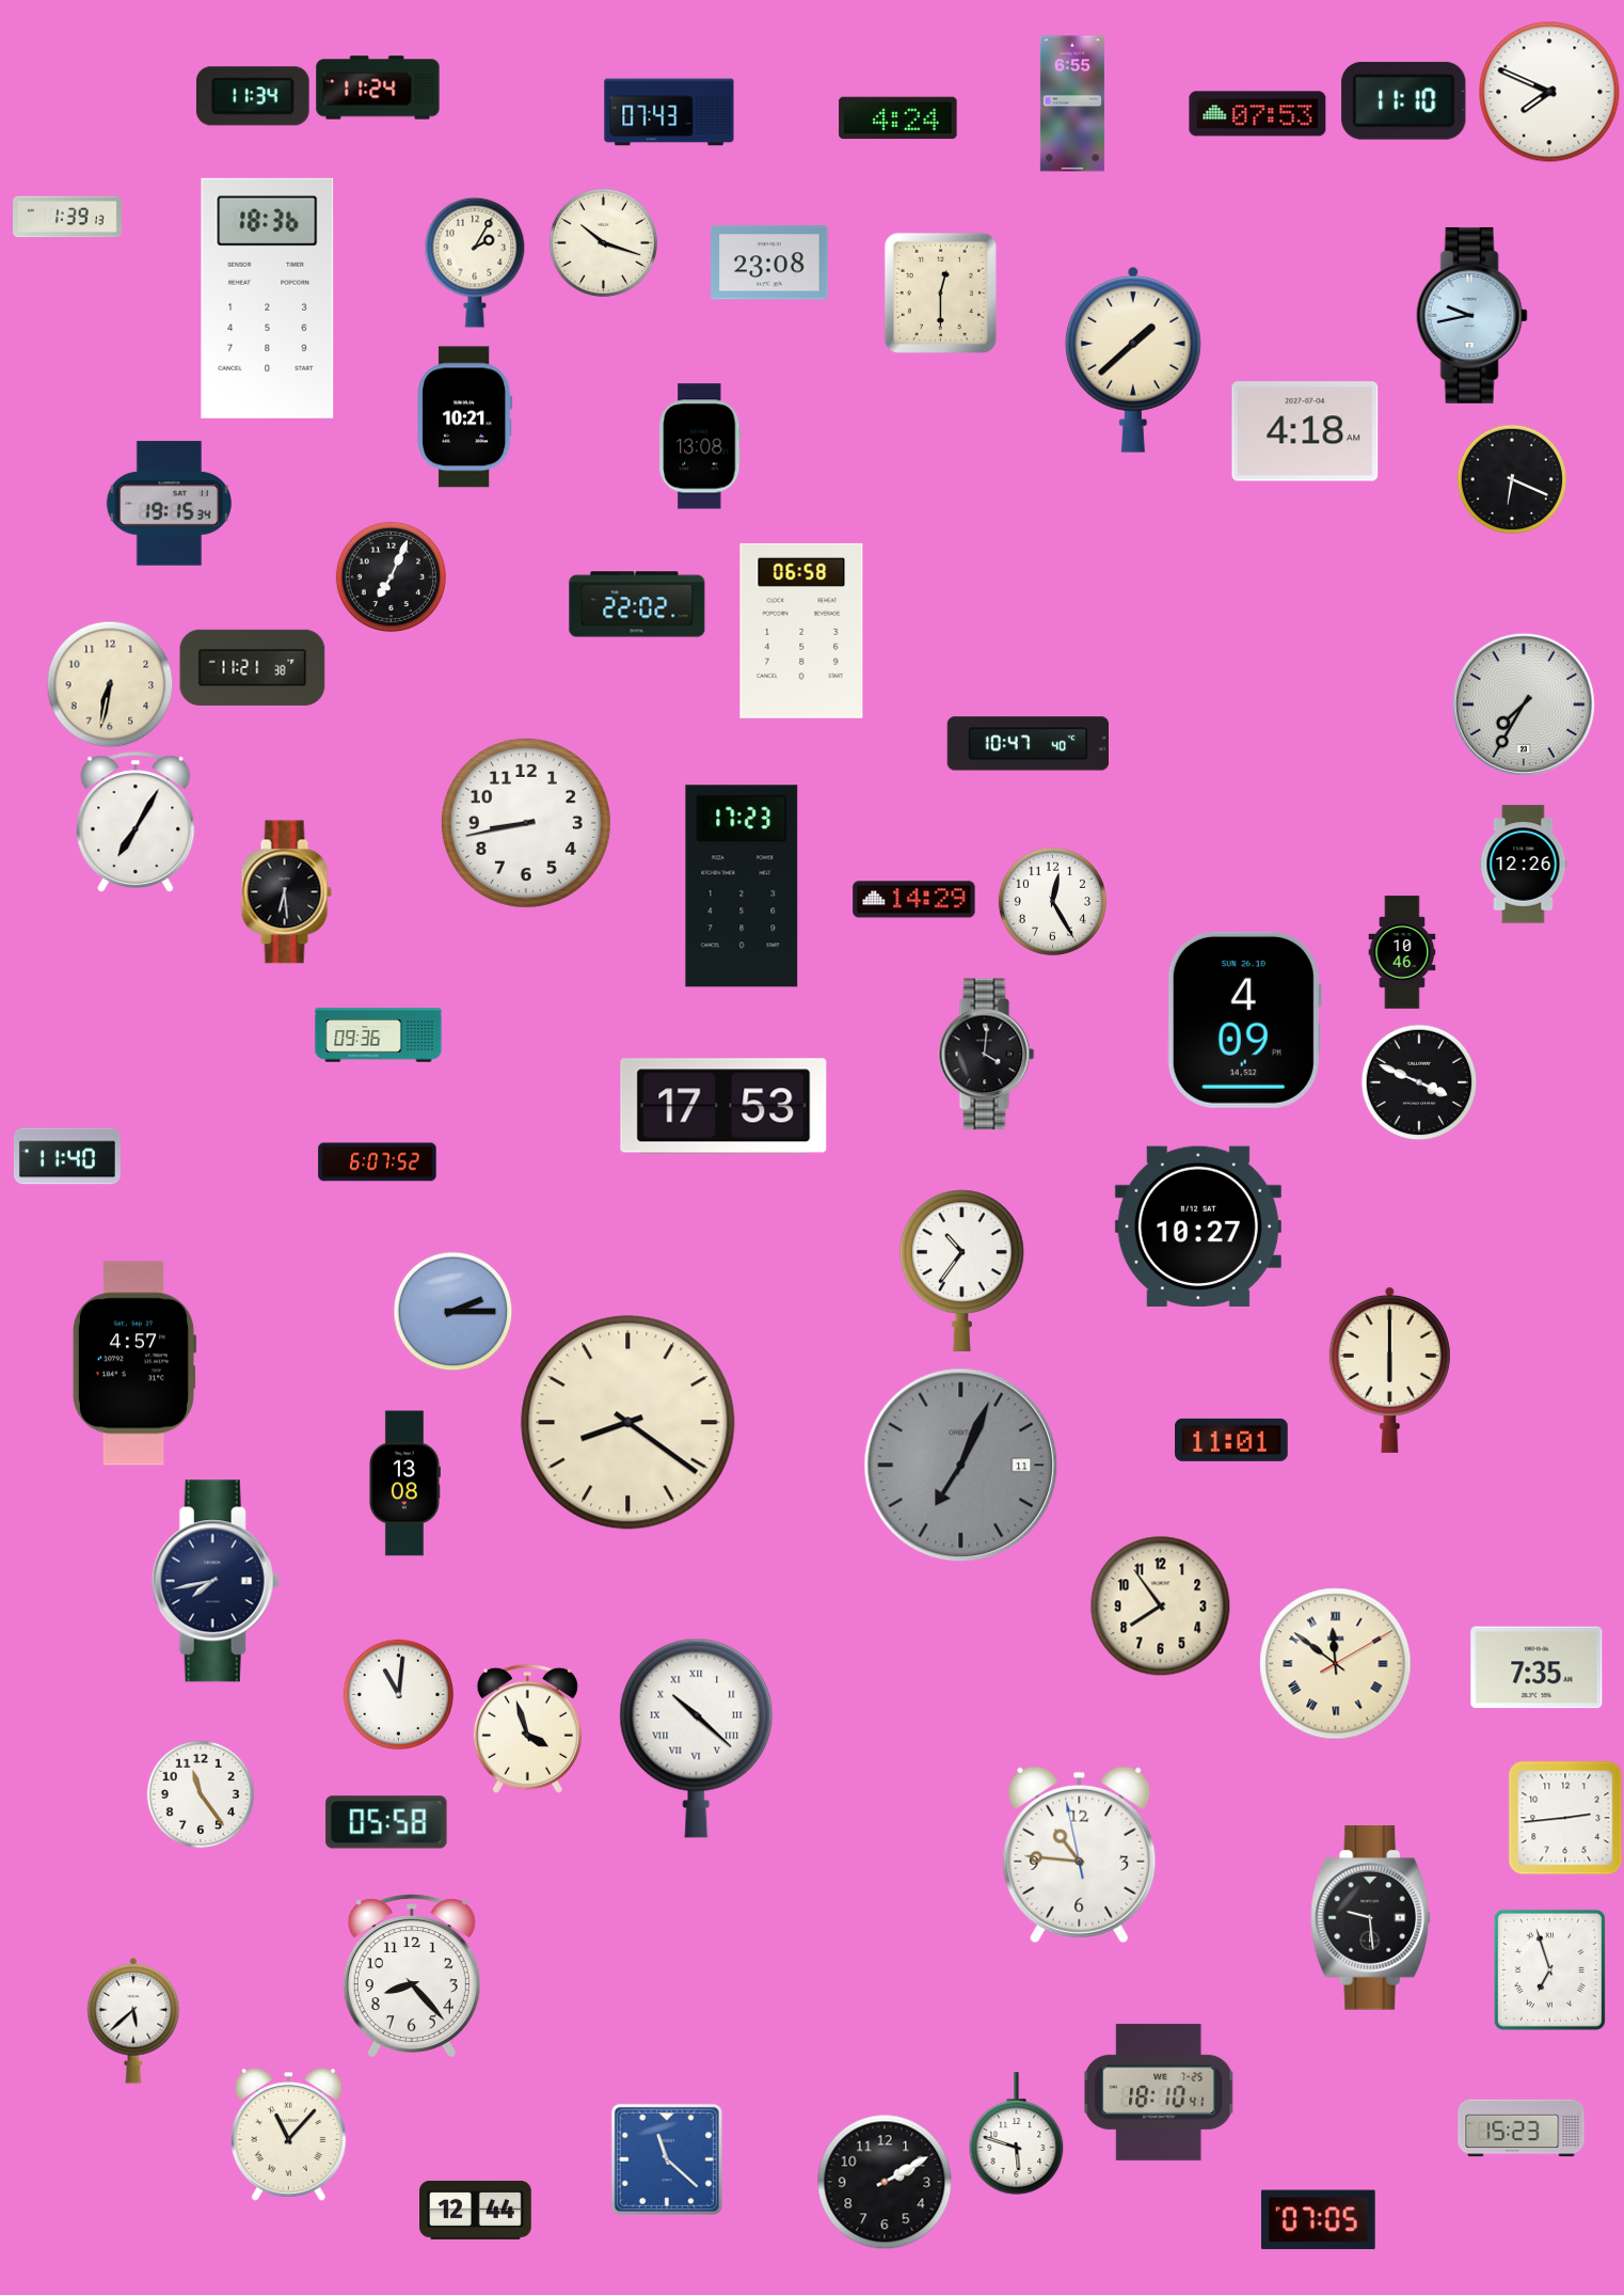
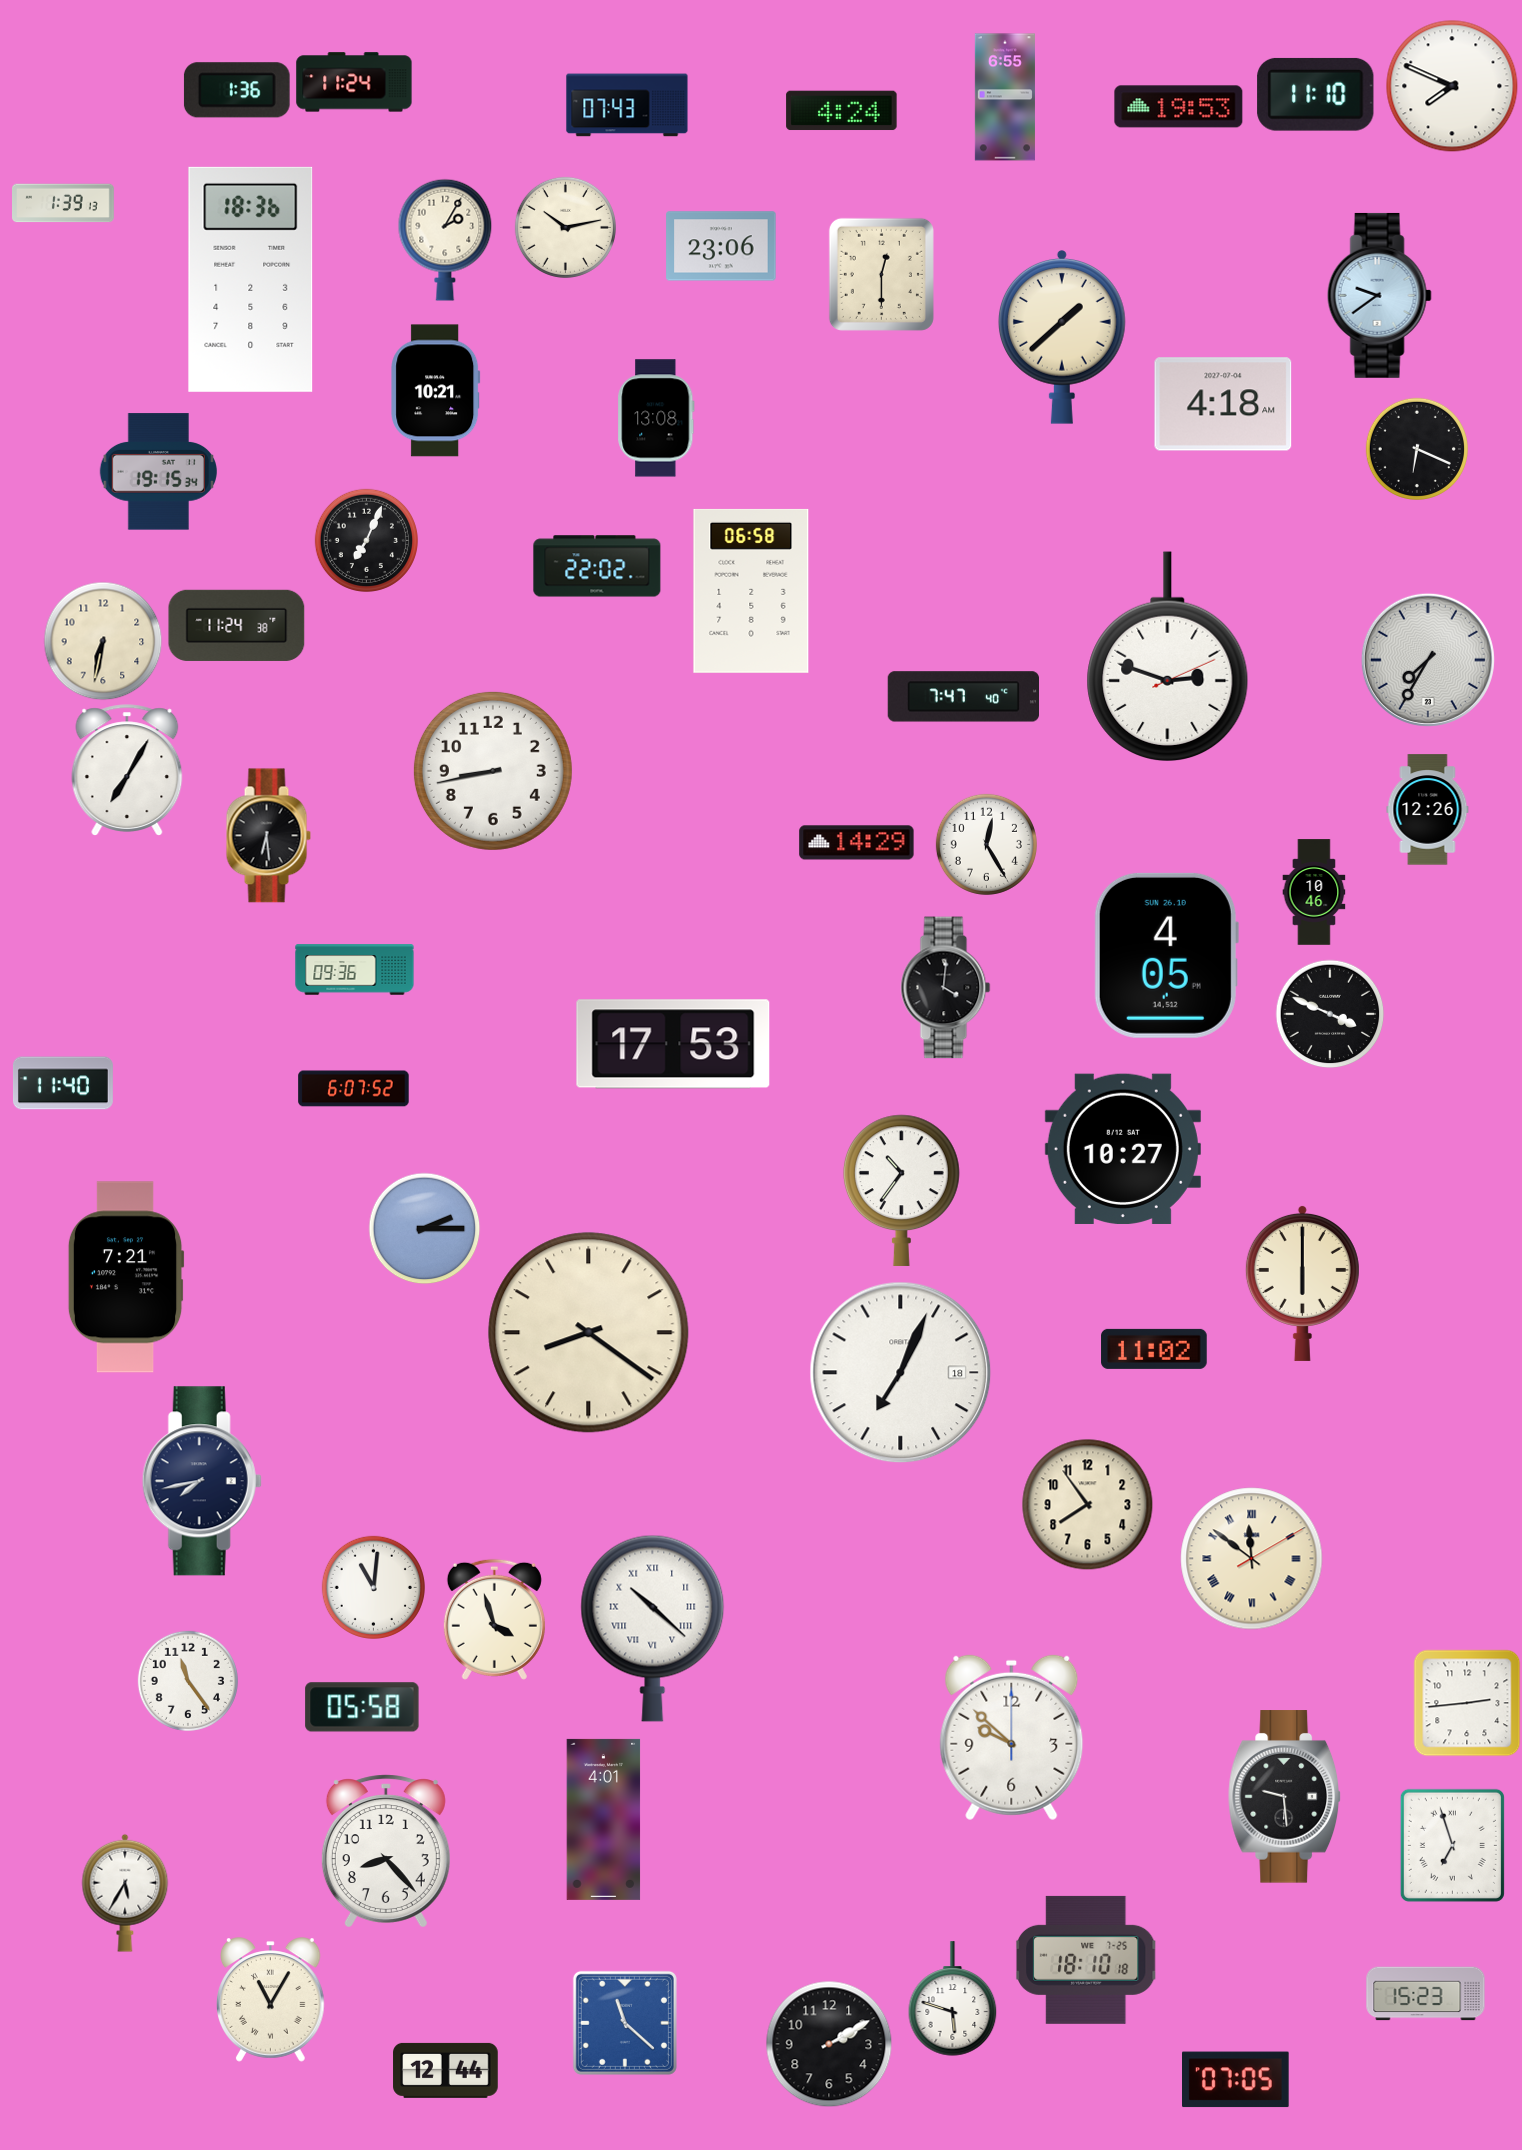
clock at (253, 96): 11:34 -> 1:36
clock at (1258, 114): 07:53 -> 19:53
clock at (603, 242): 10:18 -> 10:13
clock at (475, 263) position: (475, 263) -> (445, 240)
clock at (769, 263): 23:08 -> 23:06
clock at (1471, 315): 9:43 -> 9:39
clock at (253, 667): 11:21 -> 11:24
clock at (1168, 656): none -> 2:48
clock at (1028, 744): 10:47 -> 7:47
clock at (742, 886): 17:23 -> none
clock at (1244, 1019): 4:09 -> 4:05
clock at (987, 1055) position: (987, 1055) -> (946, 988)
clock at (723, 1106) position: (723, 1106) -> (673, 1044)
clock at (134, 1363): 4:57 -> 7:21
clock at (1231, 1440): 11:01 -> 11:02
clock at (961, 1466) date: 11 -> 18
clock at (961, 1466) dial: grey -> white
clock at (404, 1484): 13:08 -> none
clock at (1537, 1667): 7:35 -> none
clock at (1080, 1855): 10:45 -> 9:52
clock at (604, 1819): none -> 4:01
clock at (133, 2021): 5:38 -> 5:35
clock at (1159, 2092): 18:10:41 -> 18:10:18
clock at (289, 2135): 11:07 -> 11:05
